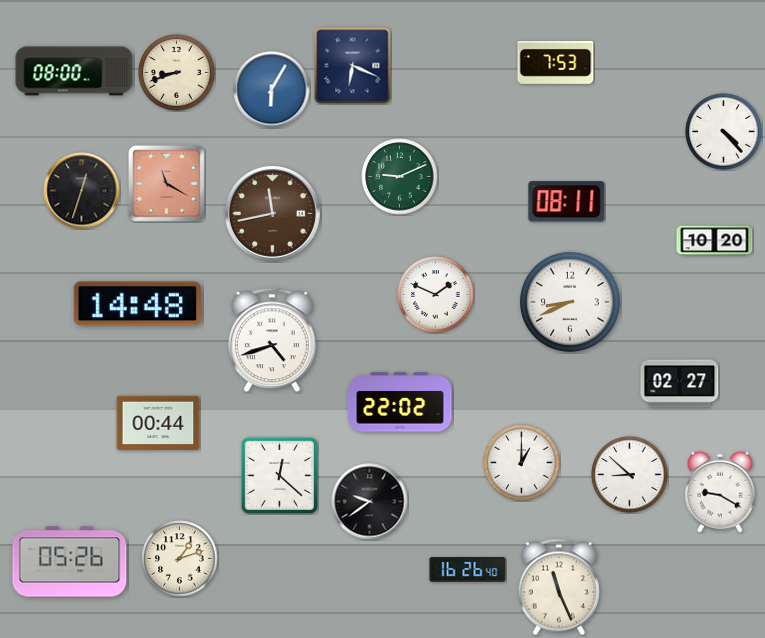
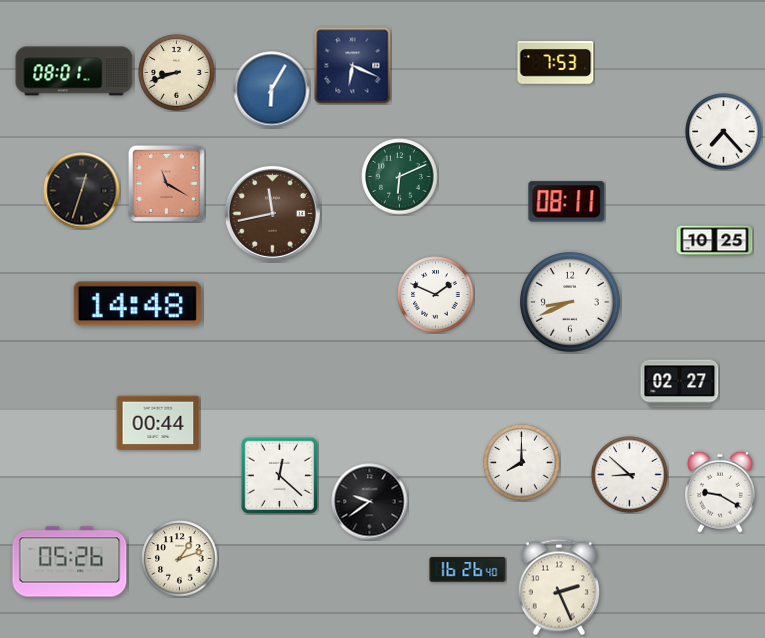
clock at (74, 71): 08:00 -> 08:01
clock at (724, 132): 4:23 -> 7:23
clock at (400, 177): 9:11 -> 6:11
clock at (715, 241): 10:20 -> 10:25
clock at (272, 340): 4:42 -> none
clock at (400, 402): 22:02 -> none
clock at (522, 463): 1:00 -> 8:00
clock at (559, 587): 11:26 -> 2:26
